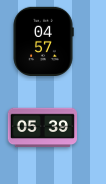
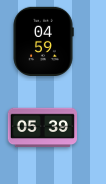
clock at (43, 41): 04:57 -> 04:59
